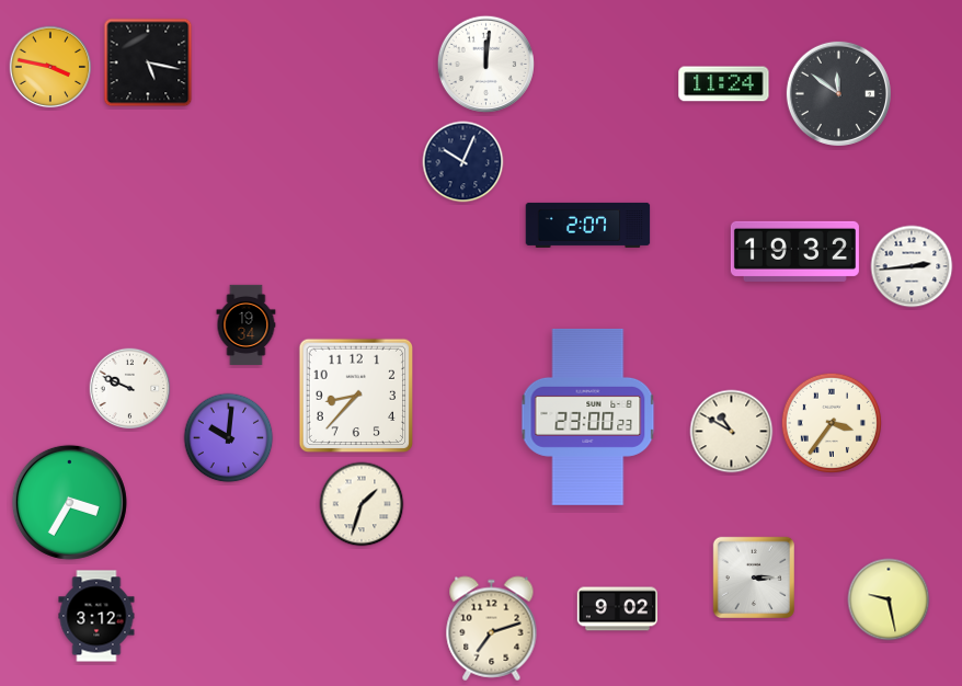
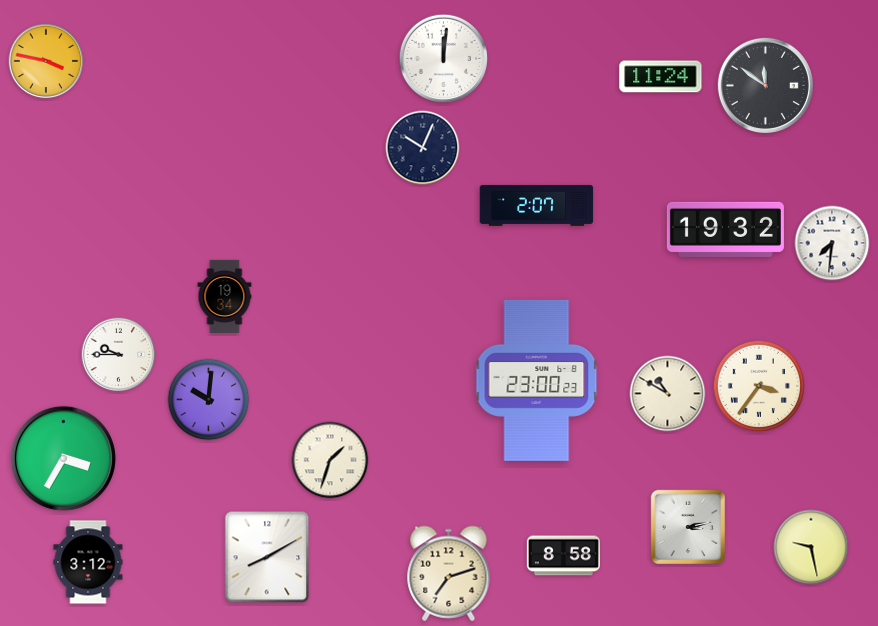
clock at (148, 62): 5:17 -> none
clock at (912, 266): 2:44 -> 7:31
clock at (130, 389): 9:49 -> 9:45
clock at (356, 396): 8:37 -> none
clock at (754, 576): 3:15 -> 3:13
clock at (617, 609): 9:02 -> 8:58
clock at (267, 557): none -> 8:10
